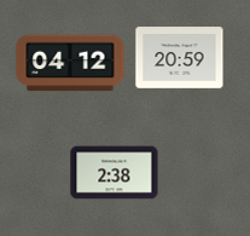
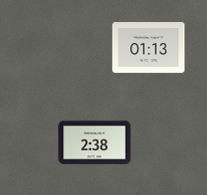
clock at (180, 58): 20:59 -> 01:13
clock at (70, 63): 04:12 -> none
